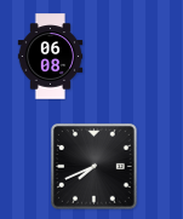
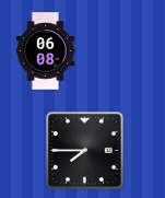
clock at (95, 167): 7:41 -> 7:45
